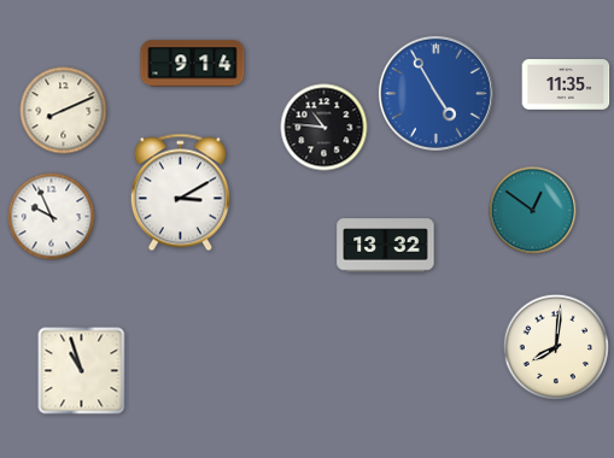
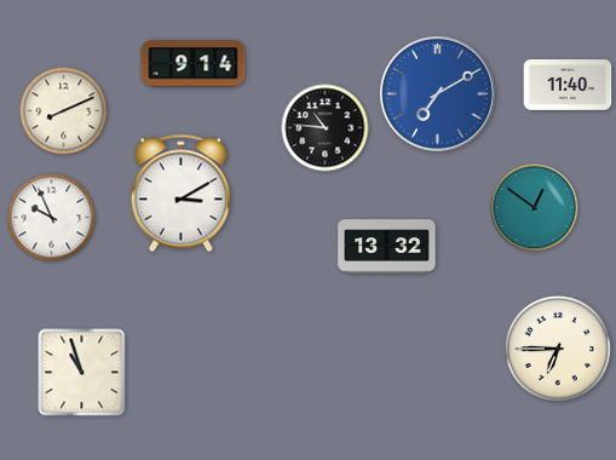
clock at (566, 84): 11:35 -> 11:40
clock at (435, 93): 4:55 -> 7:10
clock at (533, 211) position: (533, 211) -> (535, 208)
clock at (555, 346): 8:01 -> 6:45
